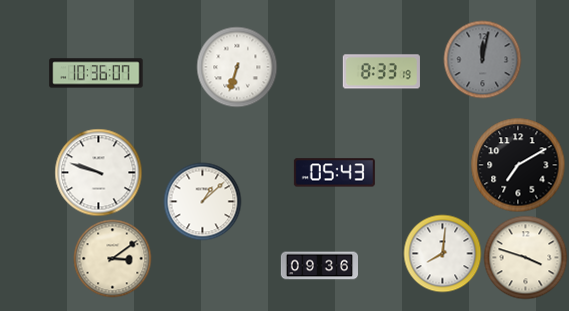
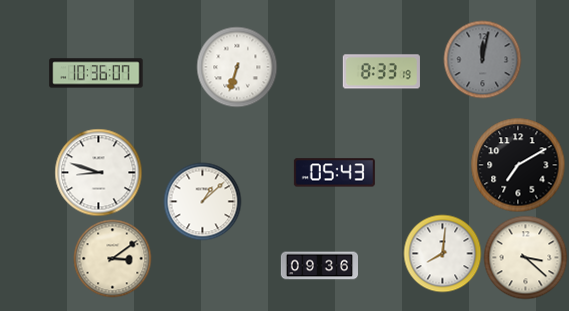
clock at (98, 172): 9:48 -> 8:48
clock at (525, 257): 3:48 -> 3:22
